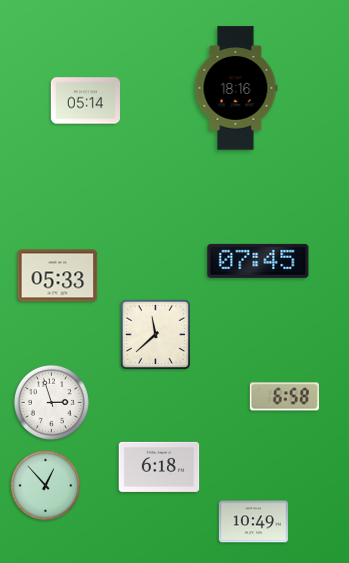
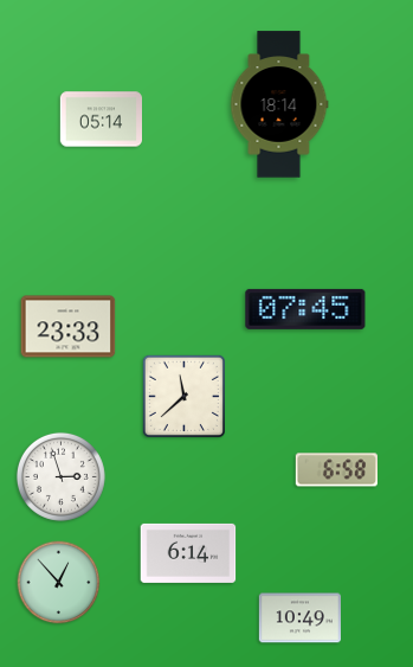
clock at (236, 88): 18:16 -> 18:14
clock at (58, 276): 05:33 -> 23:33
clock at (159, 467): 6:18 -> 6:14
clock at (46, 486) position: (46, 486) -> (59, 583)
